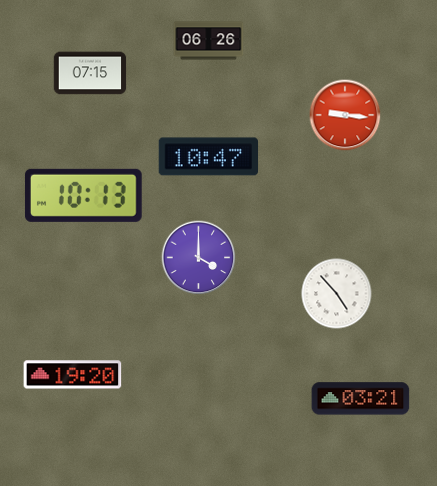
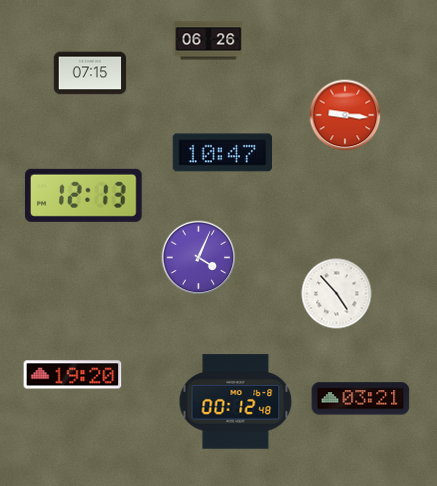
clock at (209, 157) position: (209, 157) -> (223, 153)
clock at (83, 195): 10:13 -> 12:13
clock at (199, 258): 4:00 -> 4:04
clock at (236, 402): none -> 00:12
